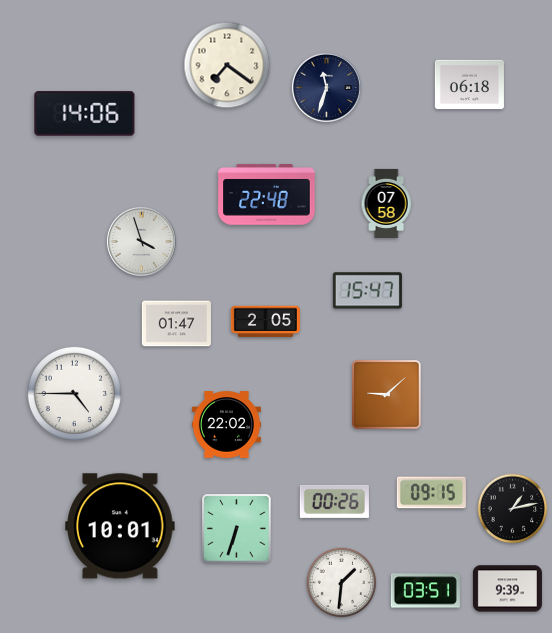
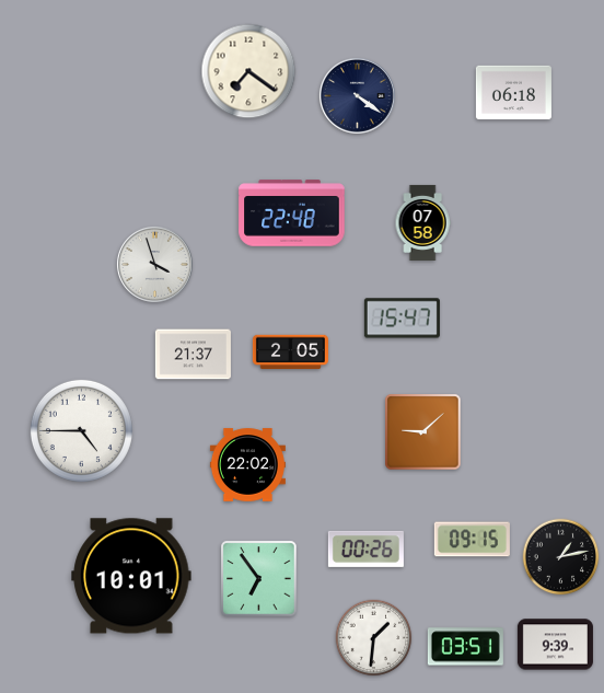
clock at (327, 88): 11:33 -> 4:21
clock at (85, 114): 14:06 -> none
clock at (176, 324): 01:47 -> 21:37
clock at (237, 529): 6:33 -> 6:54
